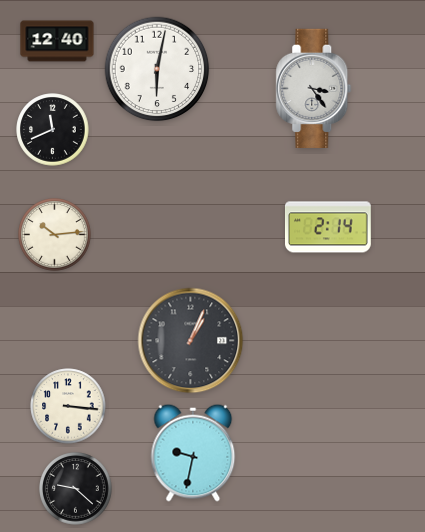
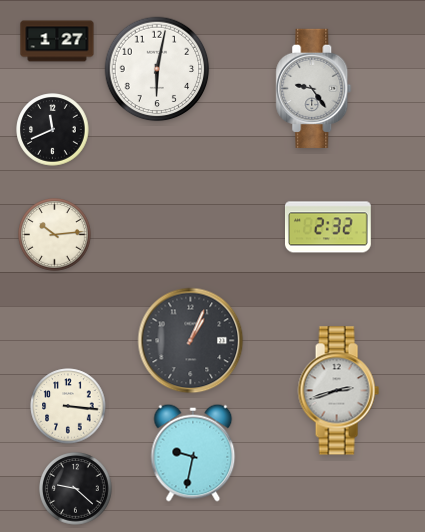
clock at (57, 41): 12:40 -> 1:27
clock at (314, 88): 3:24 -> 9:24
clock at (329, 227): 2:14 -> 2:32
clock at (338, 391): none -> 2:42
